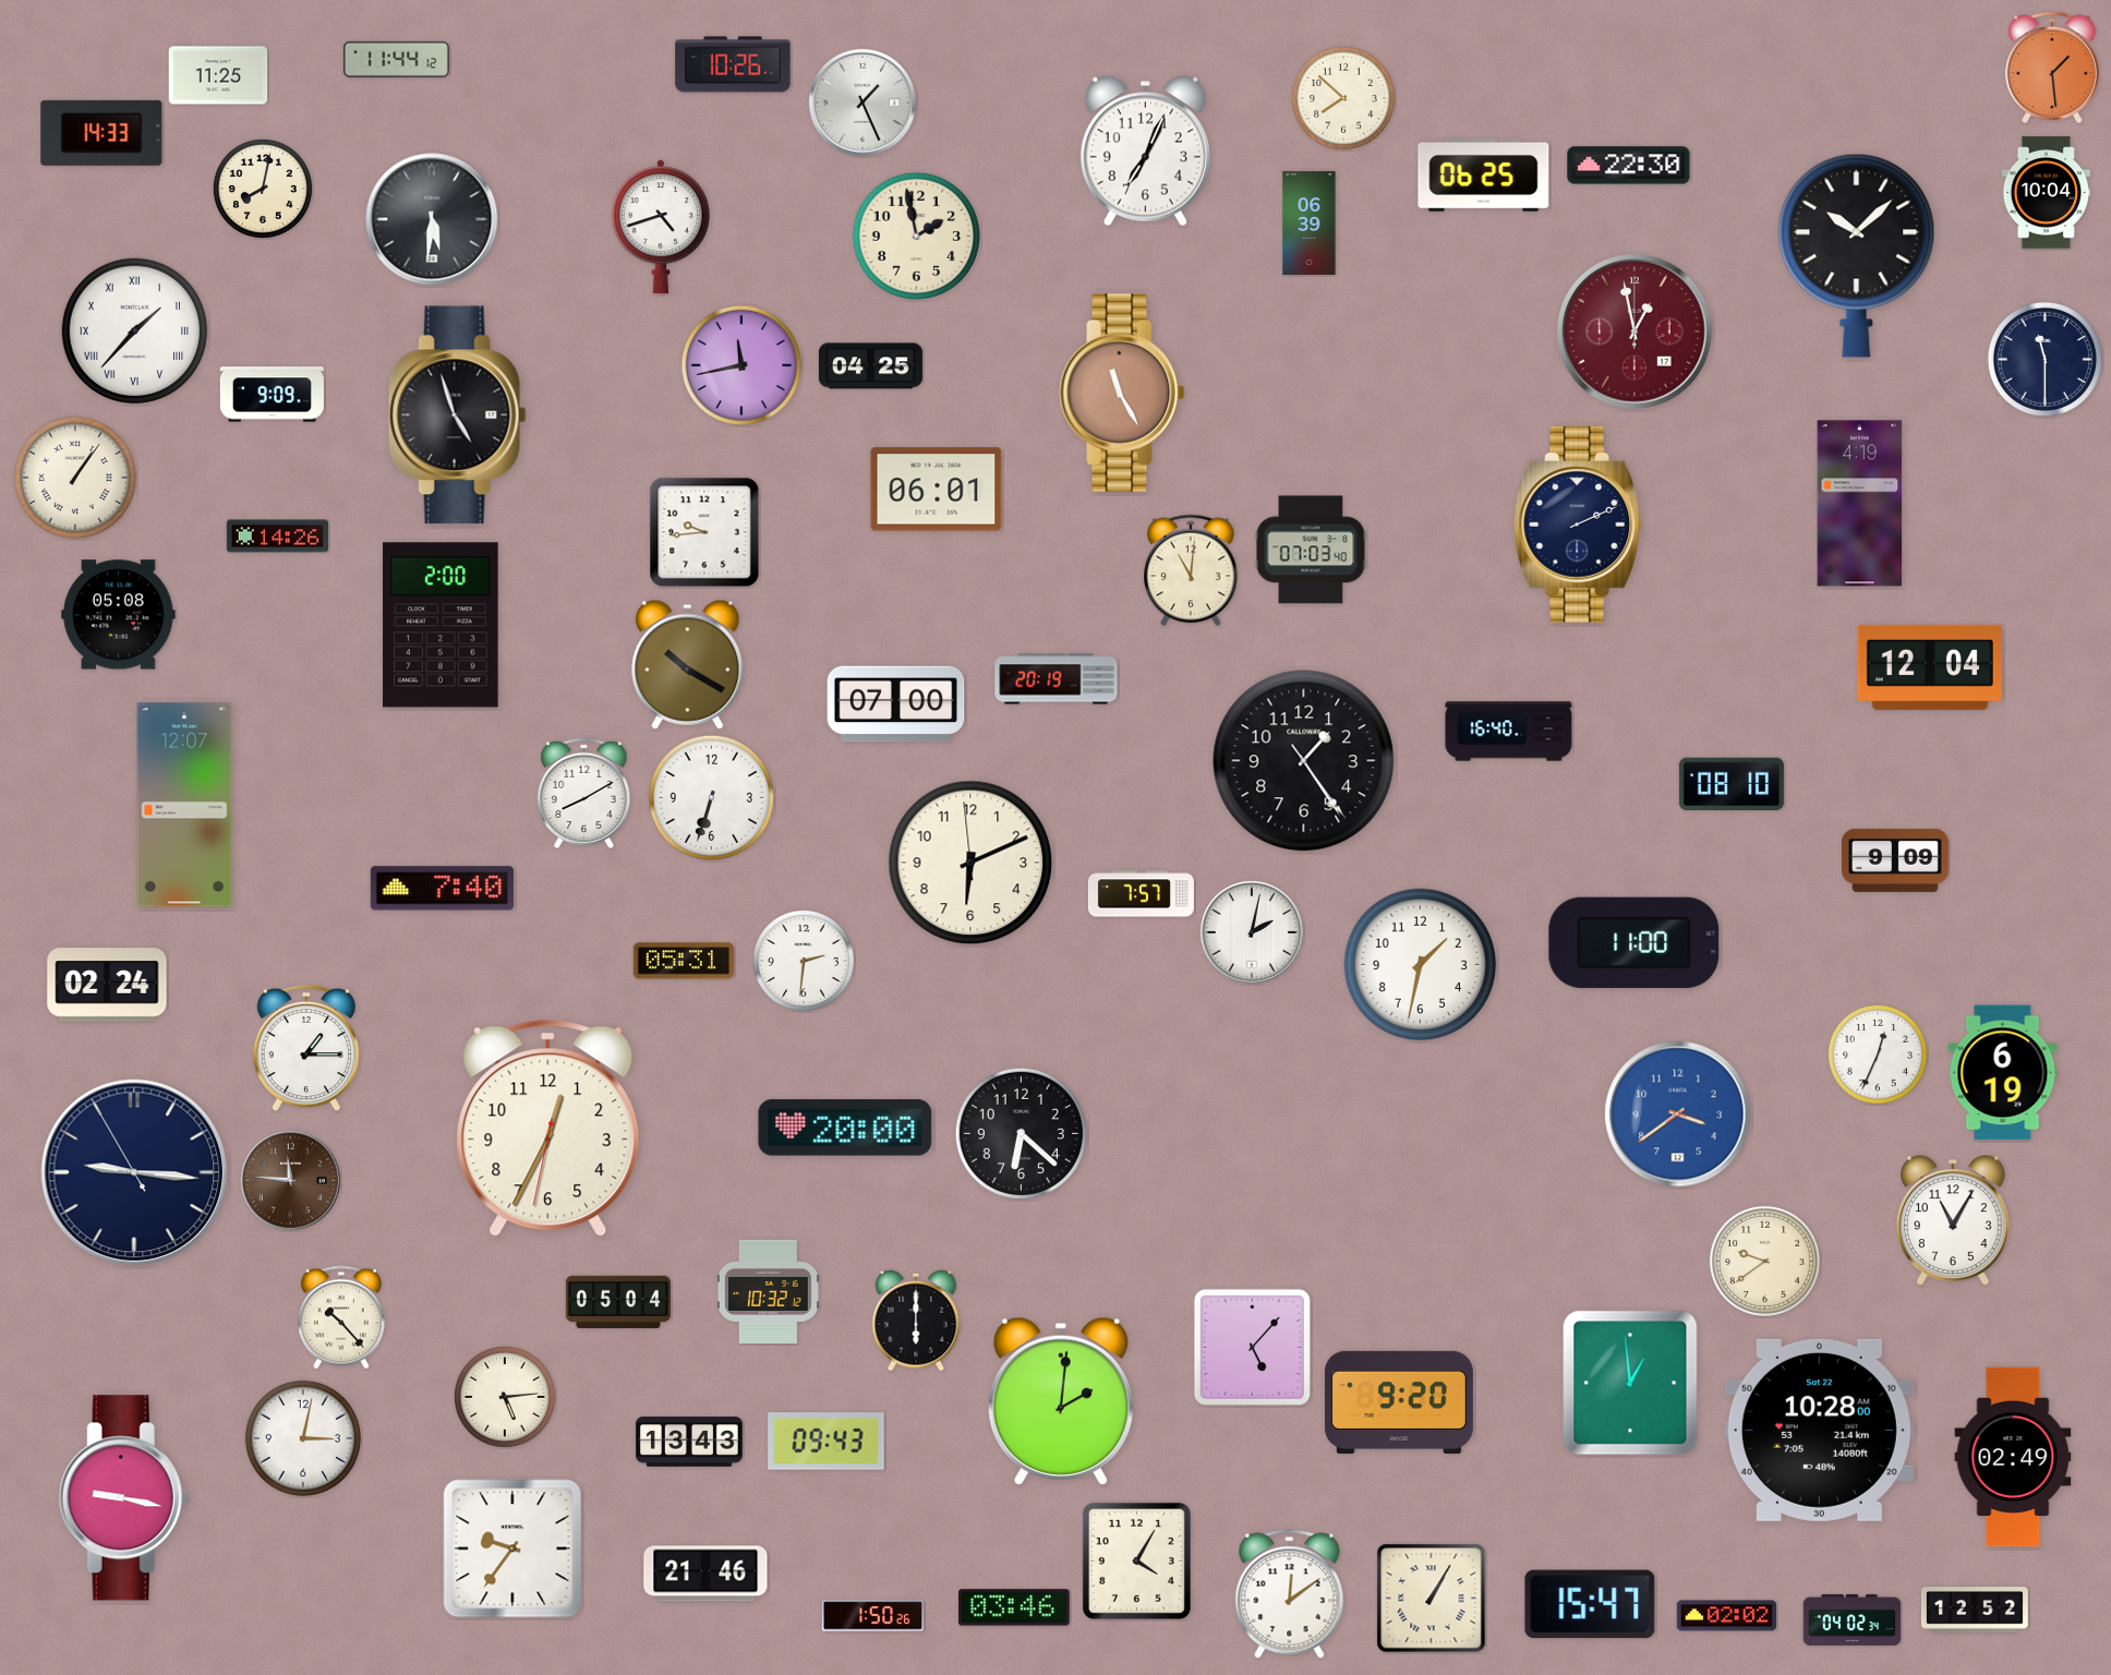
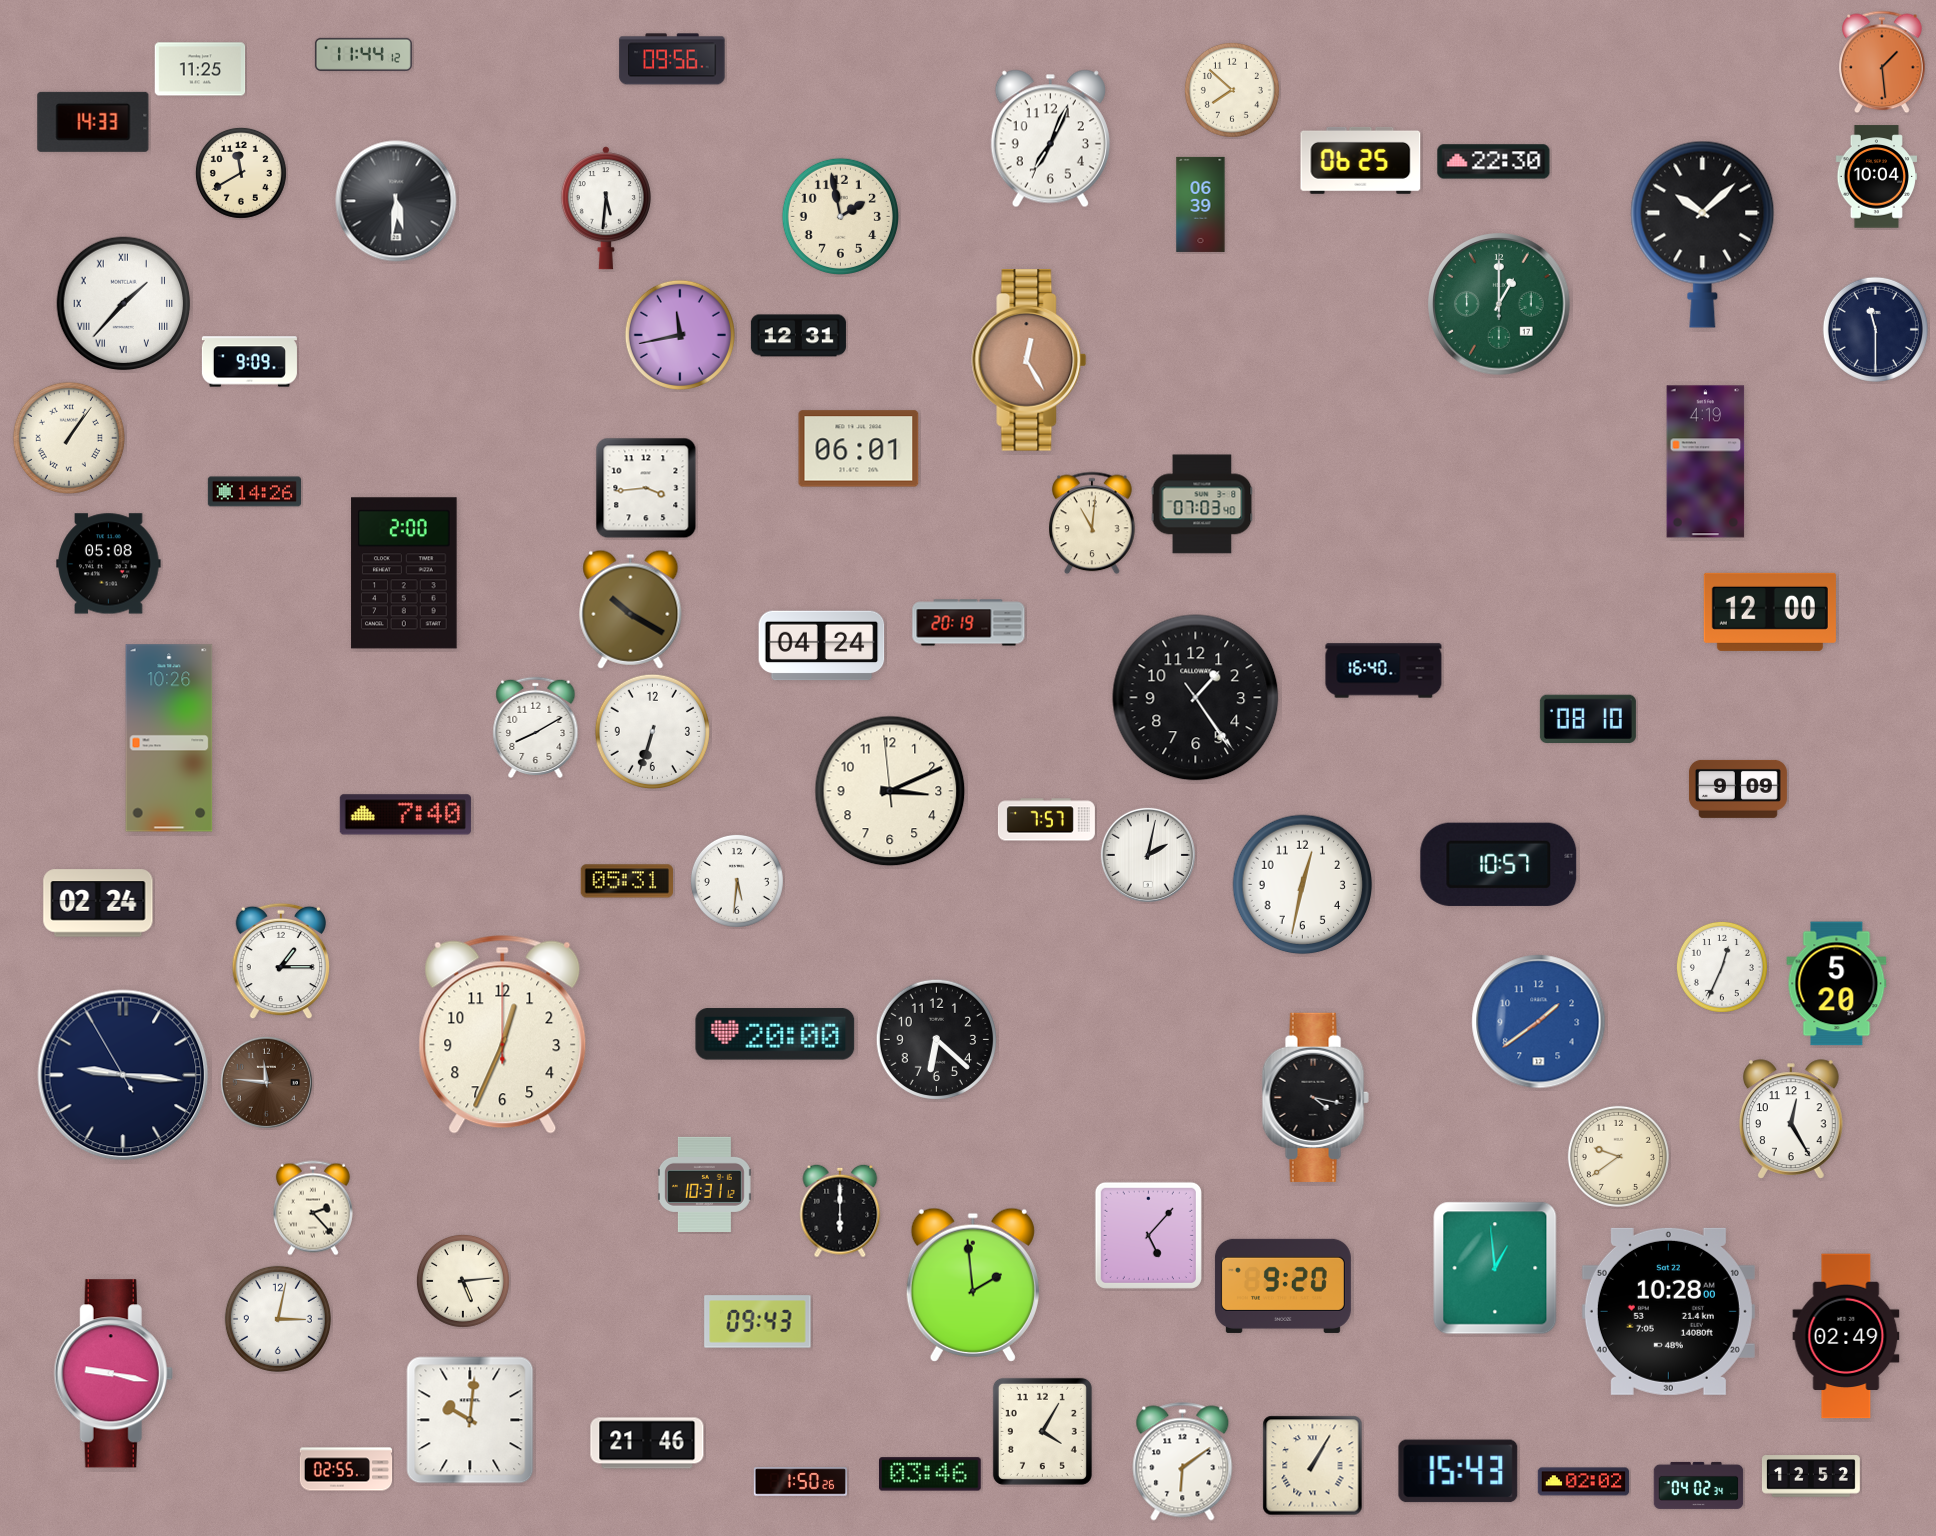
clock at (733, 64): 10:26 -> 09:56
clock at (861, 101): 1:26 -> none
clock at (1629, 166) position: (1629, 166) -> (1494, 162)
clock at (263, 189): 8:02 -> 11:40
clock at (661, 227): 4:42 -> 5:31
clock at (1634, 332): 12:58 -> 1:00
clock at (1634, 332) dial: burgundy -> green
clock at (870, 366): 04:25 -> 12:31
clock at (1122, 393): 11:25 -> 12:25
clock at (457, 415): 4:57 -> none
clock at (1578, 526): 2:11 -> none
clock at (704, 532): 9:44 -> 3:44
clock at (1930, 667): 12:04 -> 12:00
clock at (896, 704): 07:00 -> 04:24
clock at (184, 805): 12:07 -> 10:26
clock at (970, 863): 6:10 -> 3:10
clock at (1634, 942): 11:00 -> 10:57
clock at (804, 961): 2:31 -> 5:31
clock at (1421, 965): 1:32 -> 12:32
clock at (2003, 1073): 6:19 -> 5:20
clock at (1678, 1114): 3:39 -> 1:39
clock at (548, 1128): 12:34:32 -> 12:34:00
clock at (1315, 1097): none -> 4:17
clock at (1954, 1220): 11:05 -> 12:25
clock at (768, 1291): 10:32 -> 10:31
clock at (618, 1302): 05:04 -> none
clock at (341, 1317): 10:23 -> 2:23
clock at (1061, 1401): 2:01 -> 1:59
clock at (689, 1442): 13:43 -> none
clock at (512, 1549): 9:36 -> 10:01
clock at (1290, 1594): 12:09 -> 6:09
clock at (346, 1469): none -> 02:55
clock at (1590, 1604): 15:47 -> 15:43
